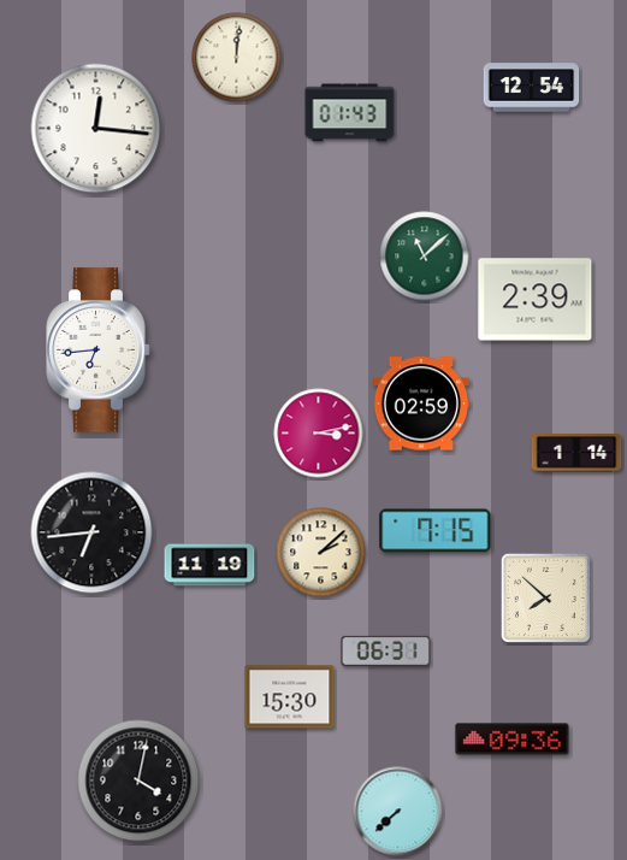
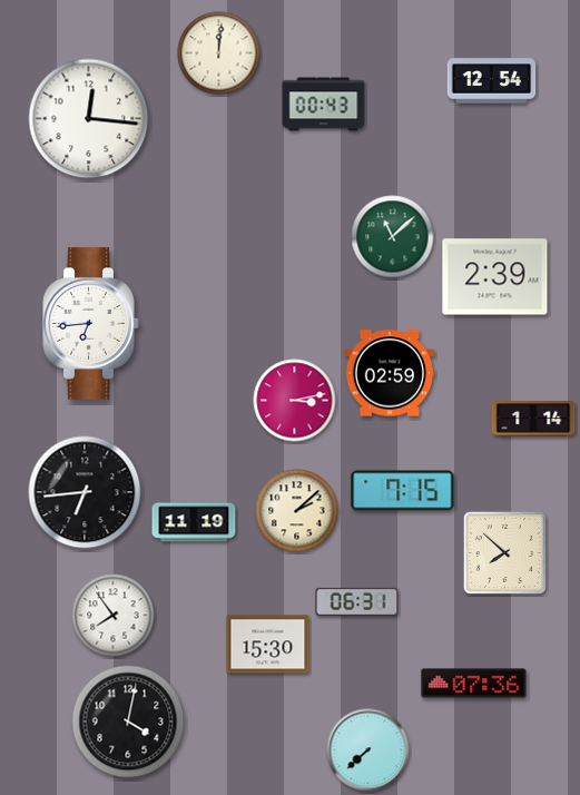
clock at (350, 113): 01:43 -> 00:43
clock at (114, 616): none -> 7:54
clock at (513, 740): 09:36 -> 07:36
